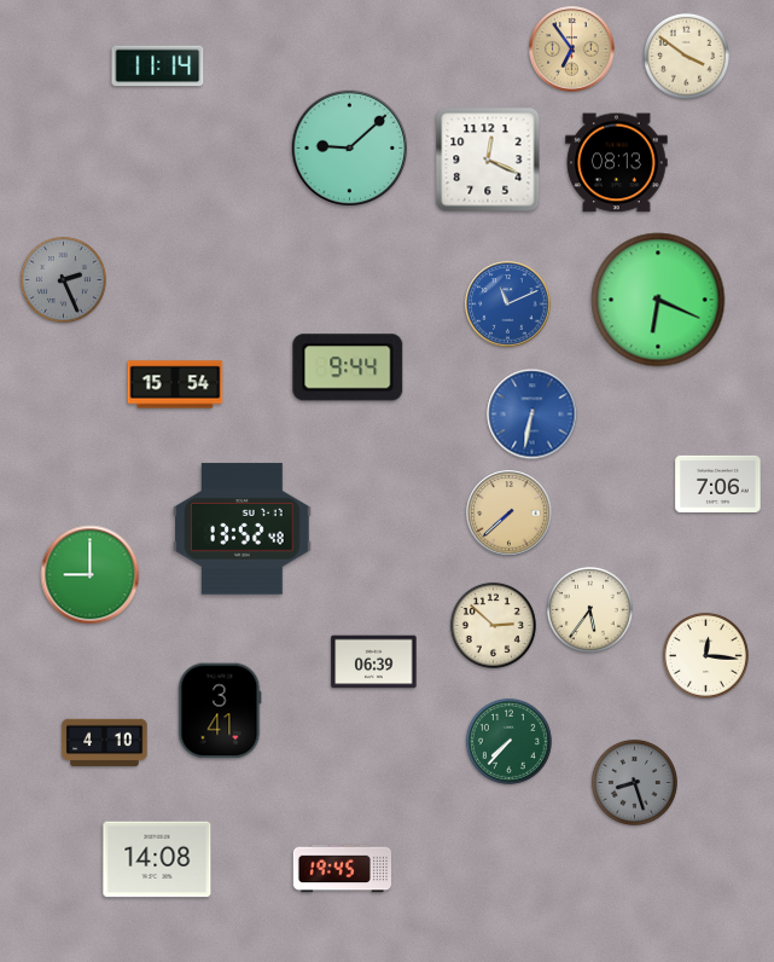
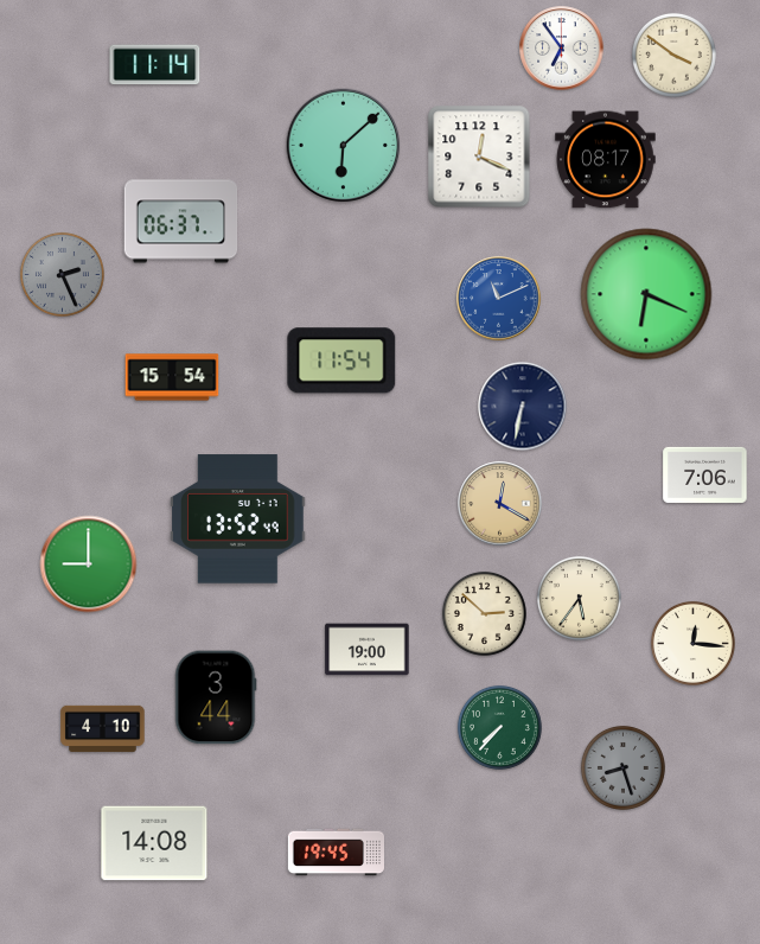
clock at (572, 50) dial: champagne -> white
clock at (350, 149): 9:08 -> 6:08
clock at (617, 163): 08:13 -> 08:17
clock at (181, 222): none -> 06:37
clock at (348, 367): 9:44 -> 11:54
clock at (533, 415) dial: blue -> navy
clock at (510, 514): 7:38 -> 12:20
clock at (243, 529): 13:52:48 -> 13:52:49
clock at (374, 662): 06:39 -> 19:00
clock at (220, 711): 3:41 -> 3:44
